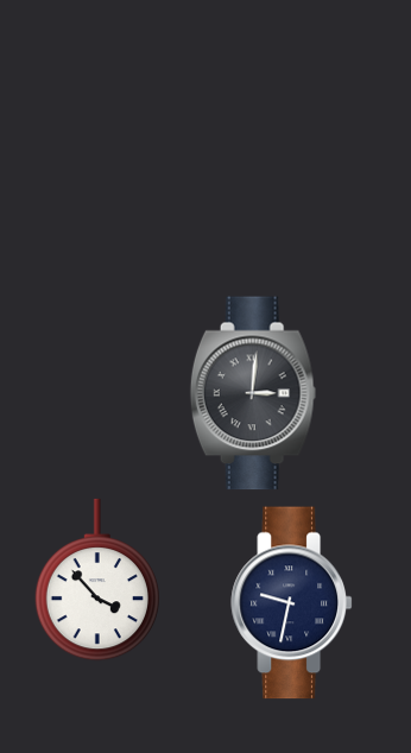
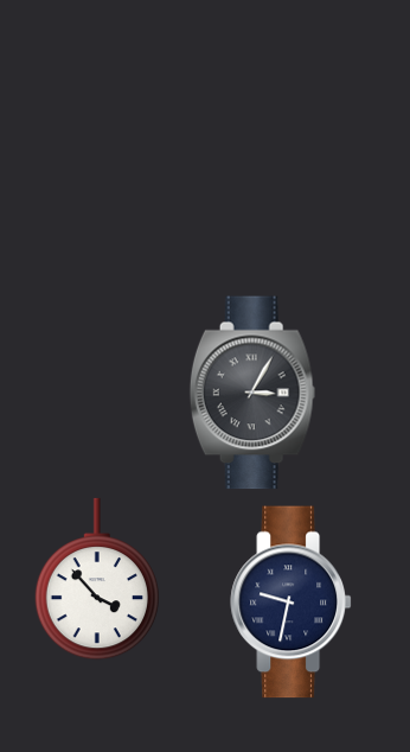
clock at (253, 393): 3:01 -> 3:05
